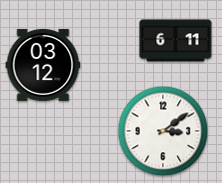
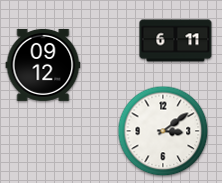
clock at (43, 65): 03:12 -> 09:12
